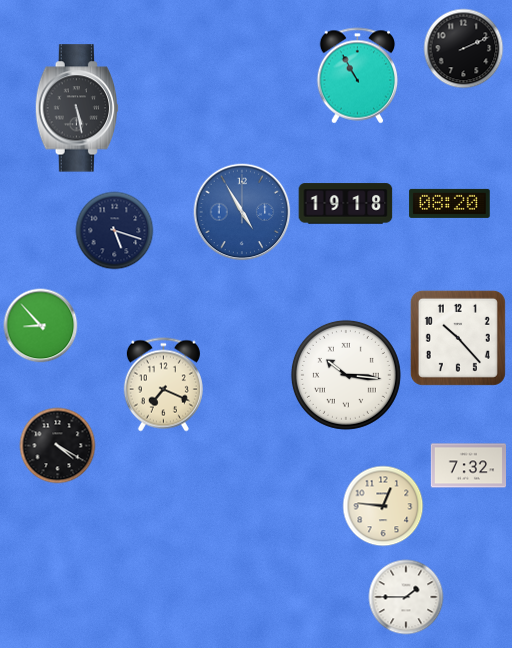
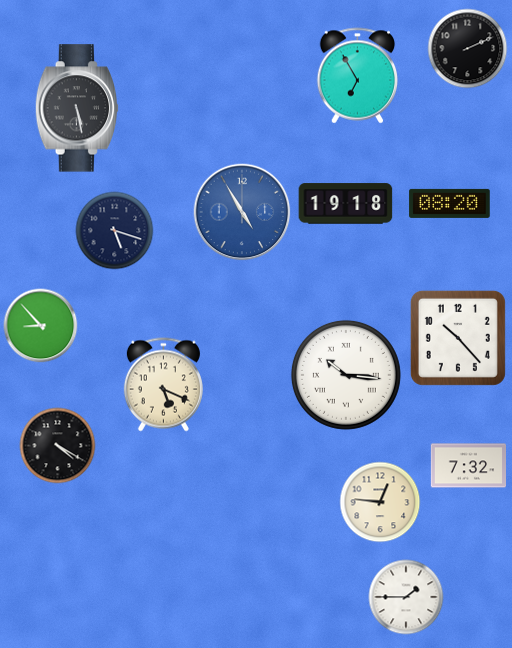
clock at (464, 49) position: (464, 49) -> (468, 49)
clock at (358, 76): 10:55 -> 6:55
clock at (163, 385): 7:19 -> 5:19
clock at (383, 506) position: (383, 506) -> (380, 502)
